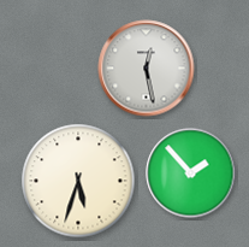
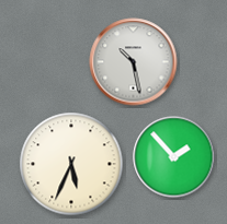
clock at (147, 69): 12:28 -> 10:28
clock at (78, 181): 5:33 -> 5:34
